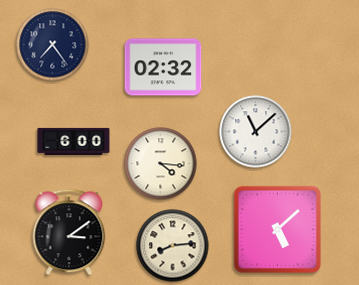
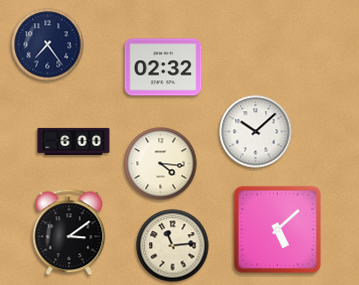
clock at (53, 45) position: (53, 45) -> (48, 45)
clock at (256, 132): 11:08 -> 10:08
clock at (173, 246): 8:14 -> 11:14
